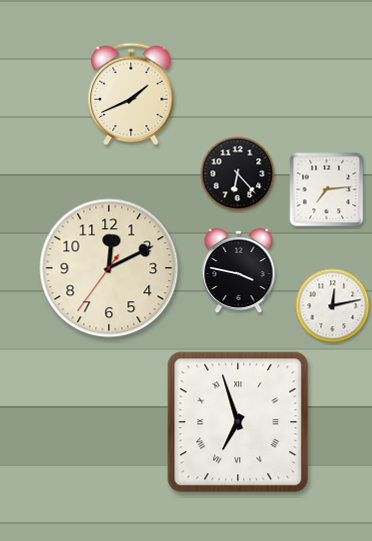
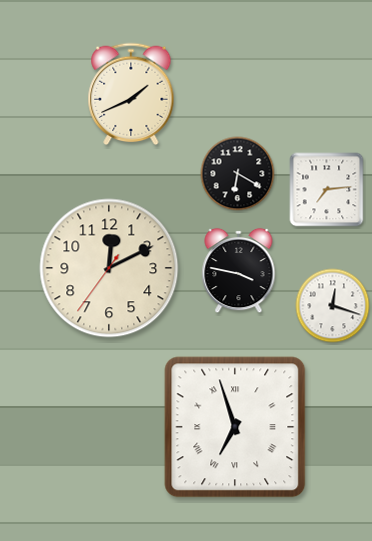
clock at (238, 174): 6:23 -> 6:20
clock at (333, 306): 12:13 -> 12:18
clock at (238, 422) position: (238, 422) -> (235, 427)
